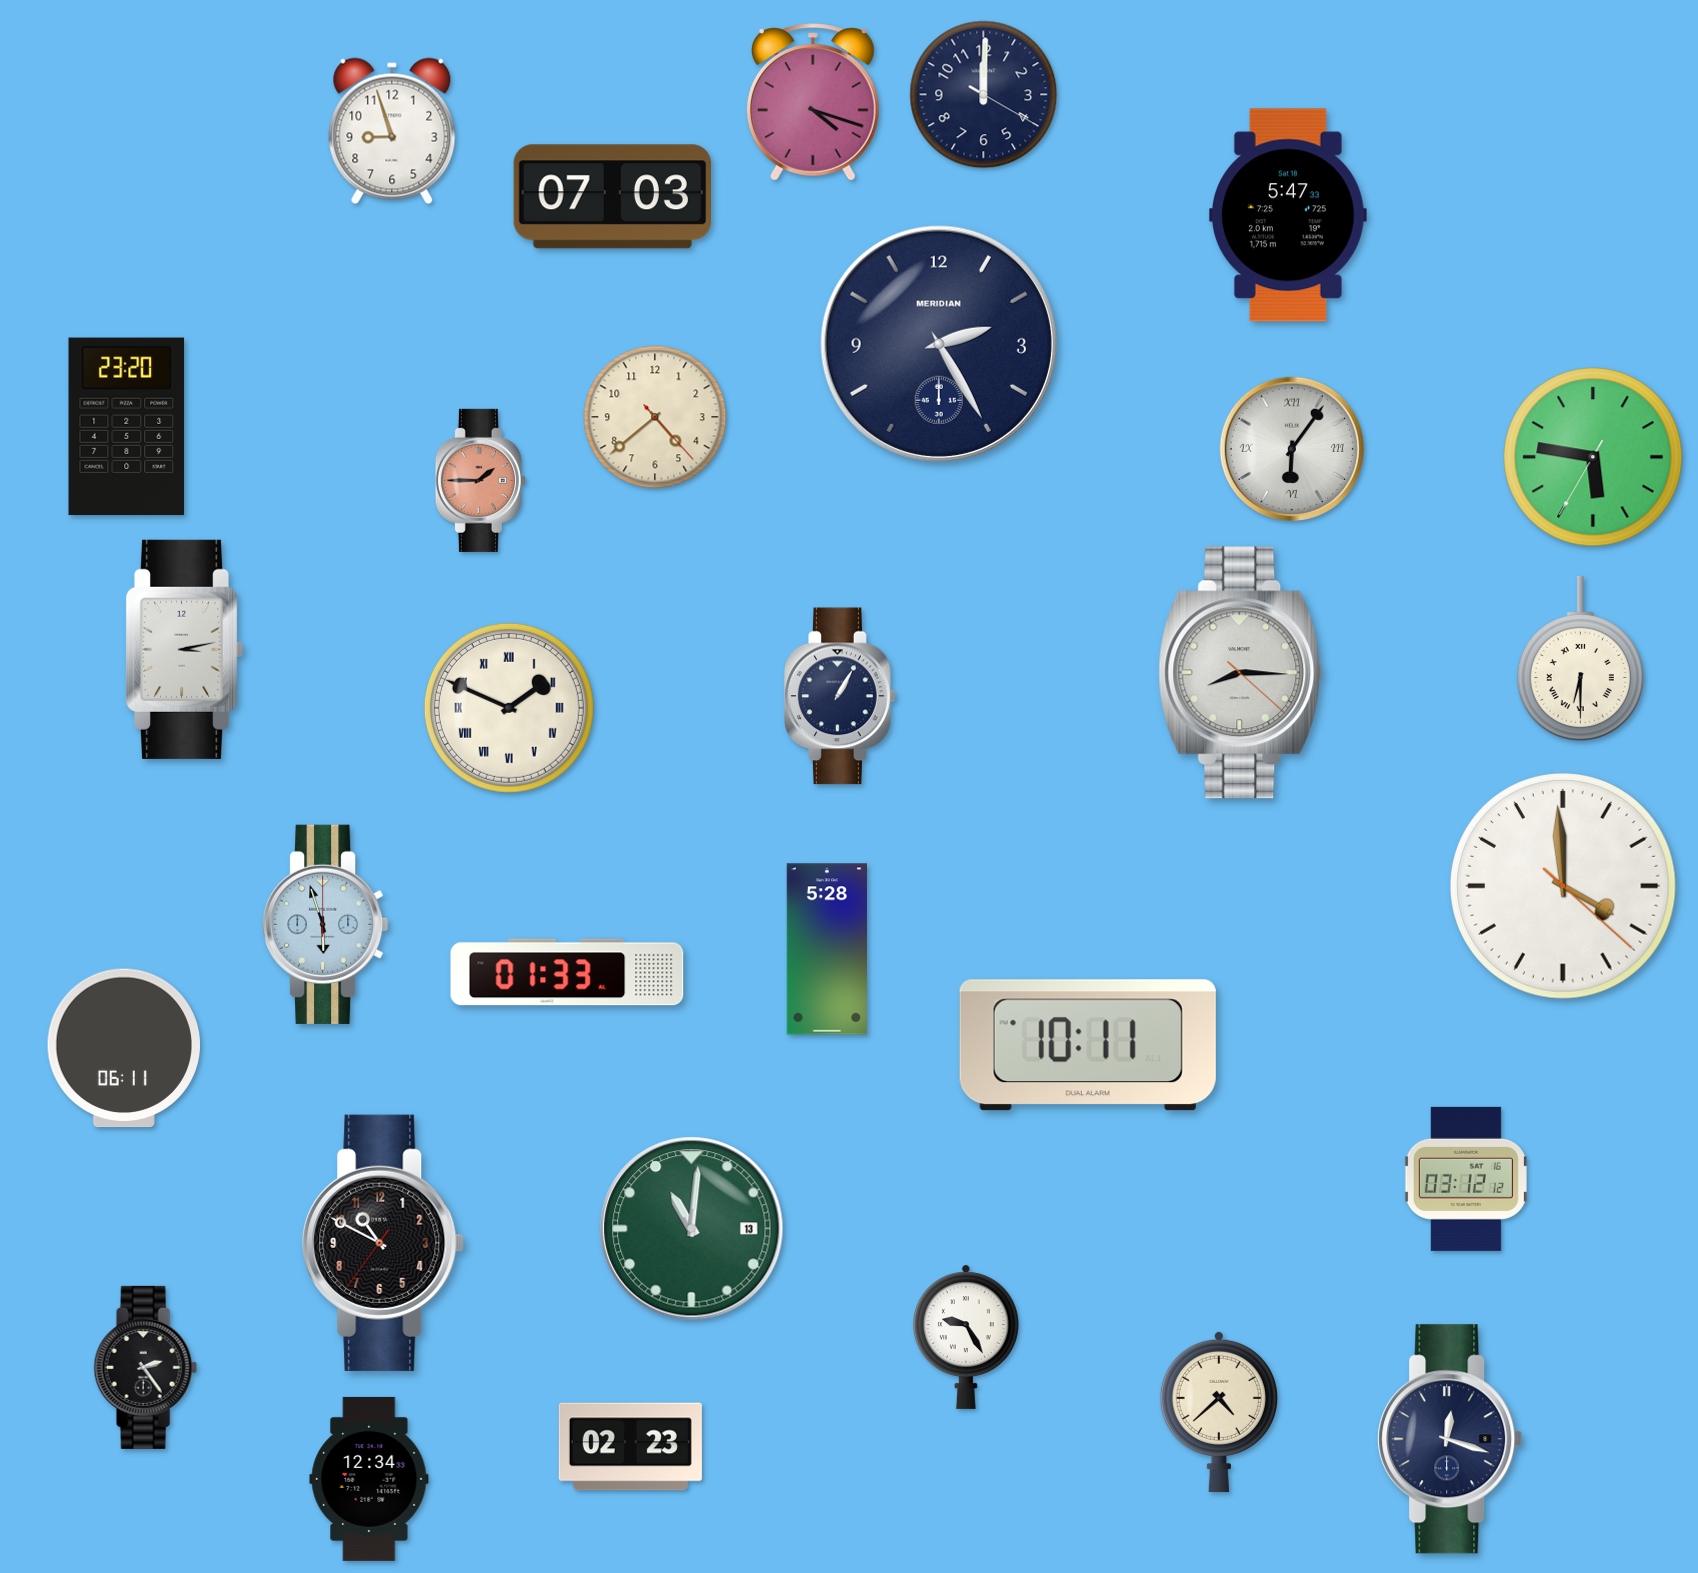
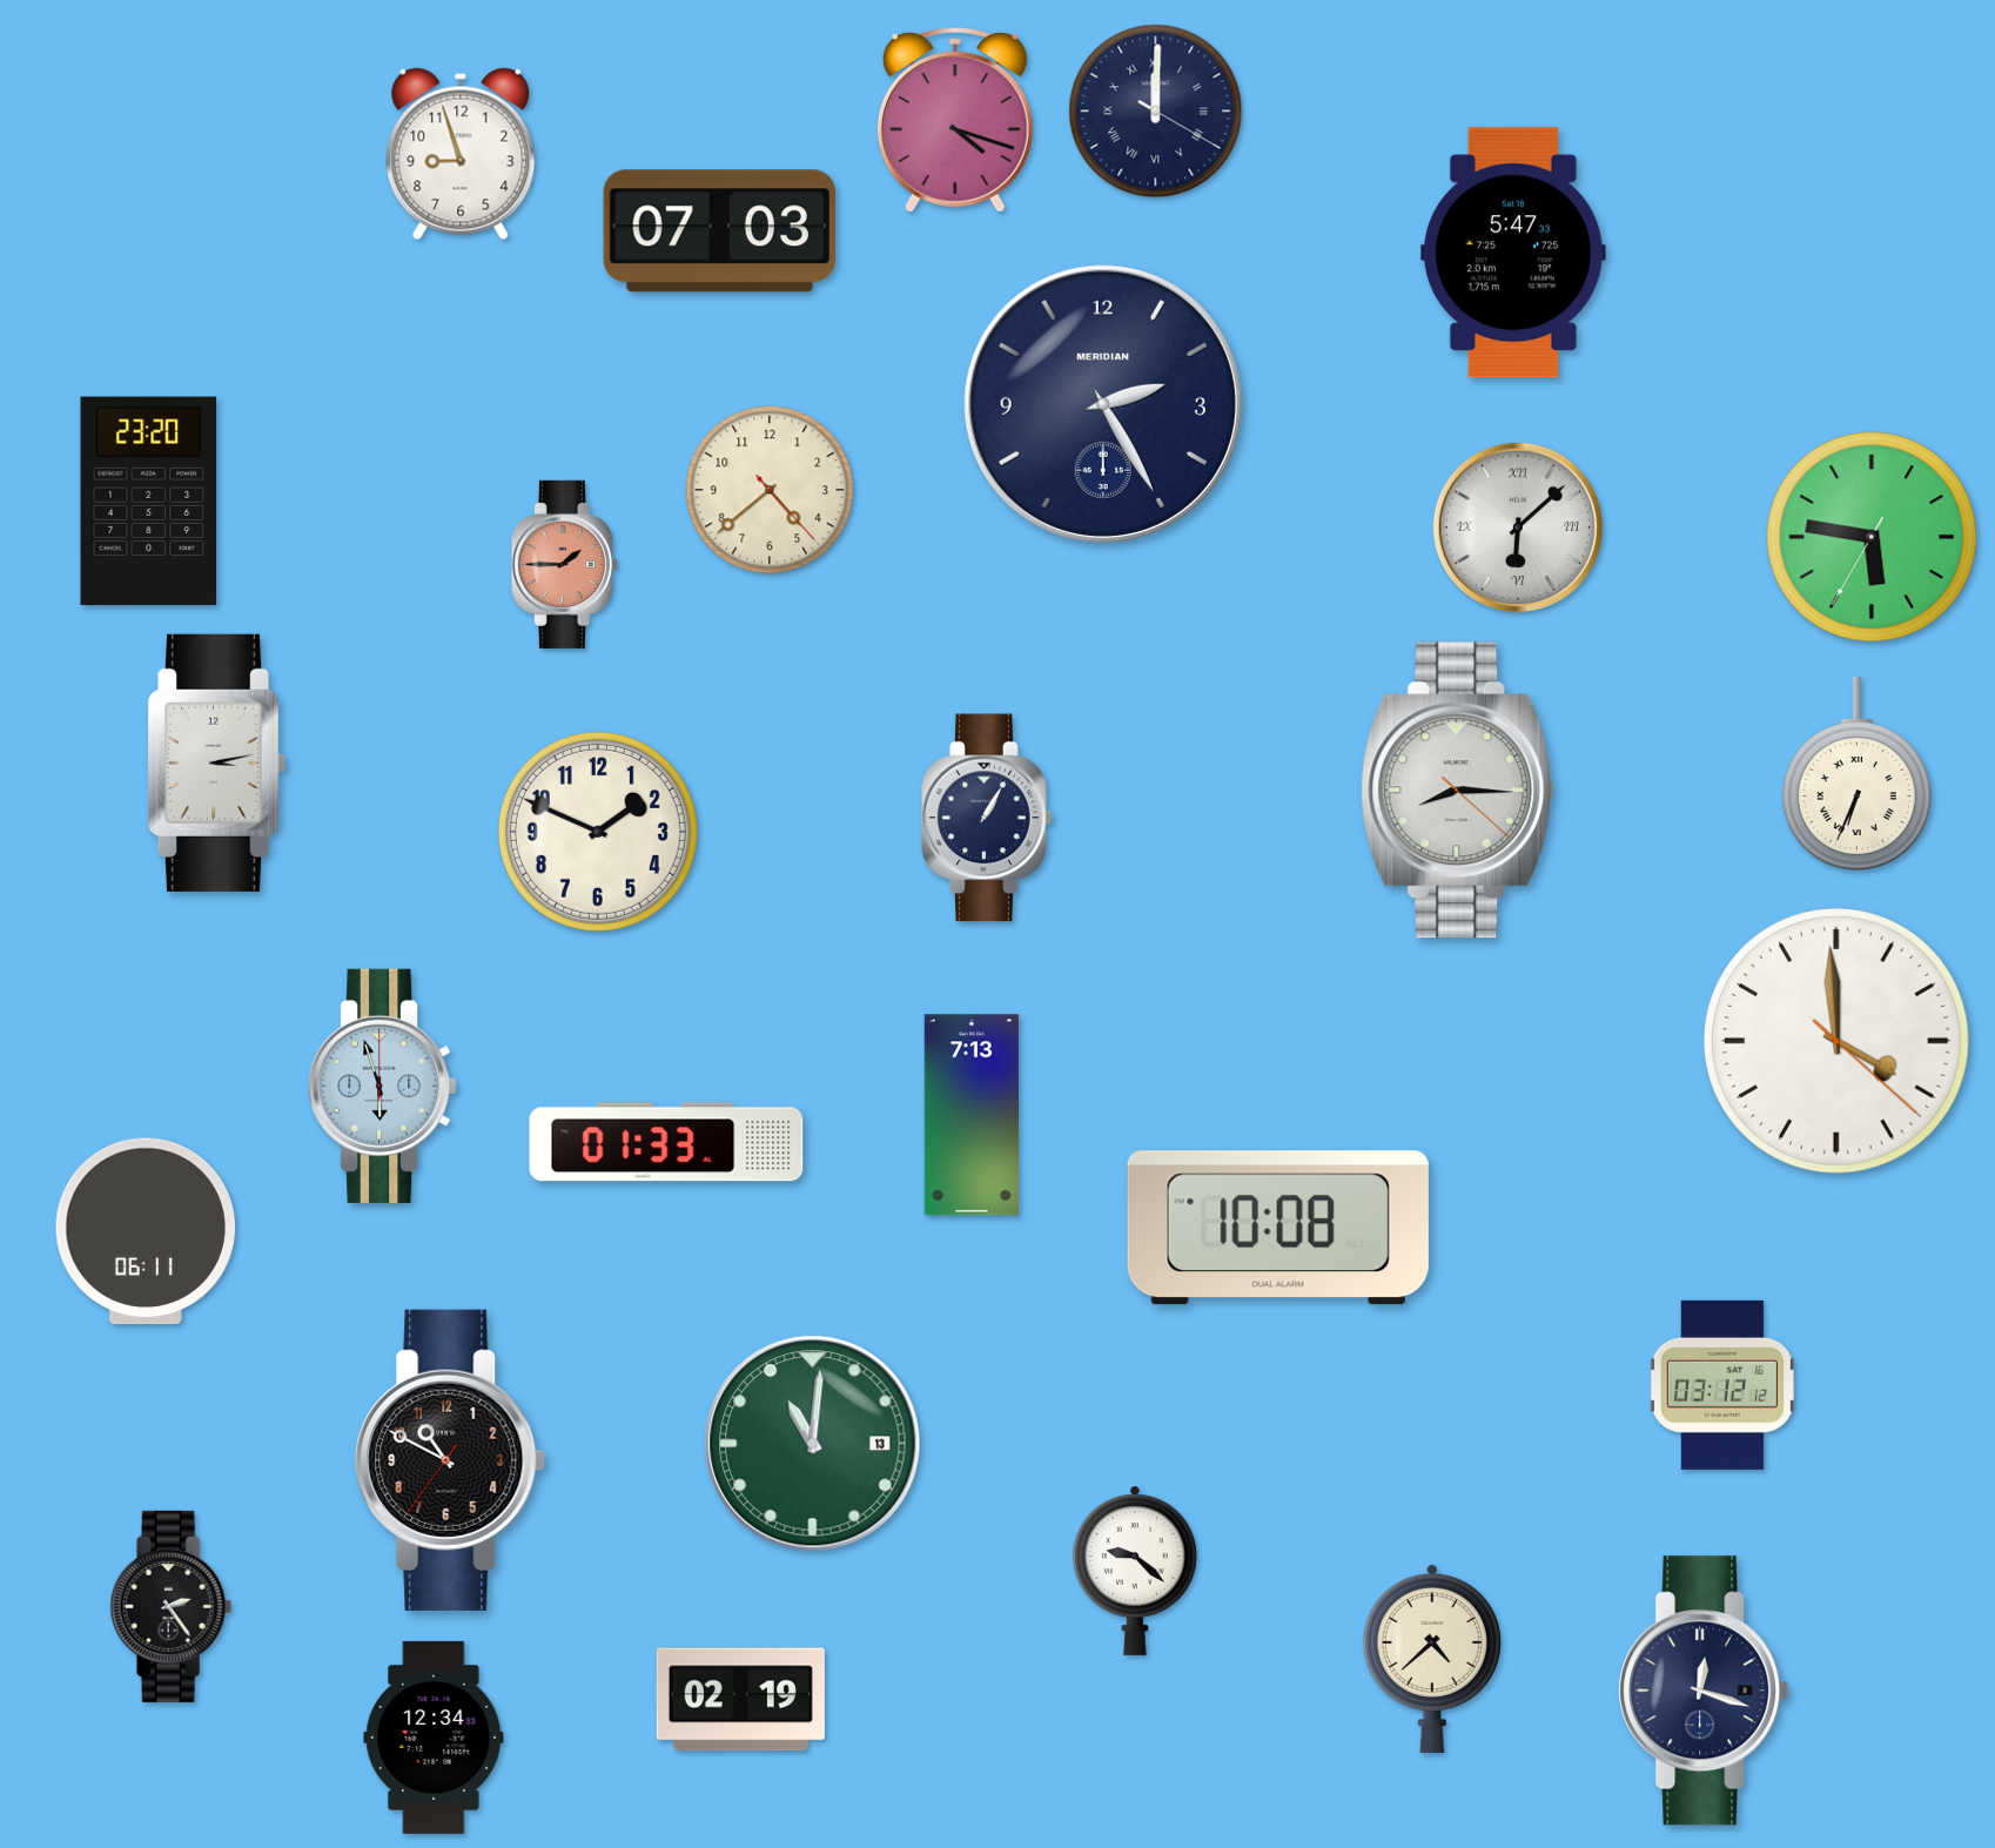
clock at (984, 95) numerals: Arabic -> Roman
clock at (1292, 449): 6:06 -> 6:08
clock at (1580, 658): 6:30 -> 6:34
clock at (509, 708) numerals: Roman -> Arabic
clock at (827, 949): 5:28 -> 7:13
clock at (1088, 1045): 10:11 -> 10:08
clock at (966, 1337): 9:25 -> 9:22
clock at (630, 1447): 02:23 -> 02:19
